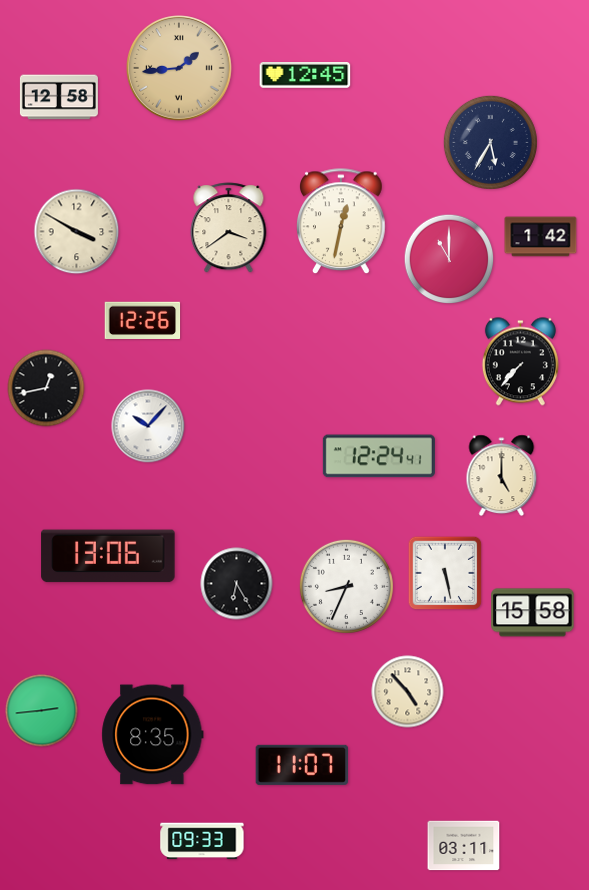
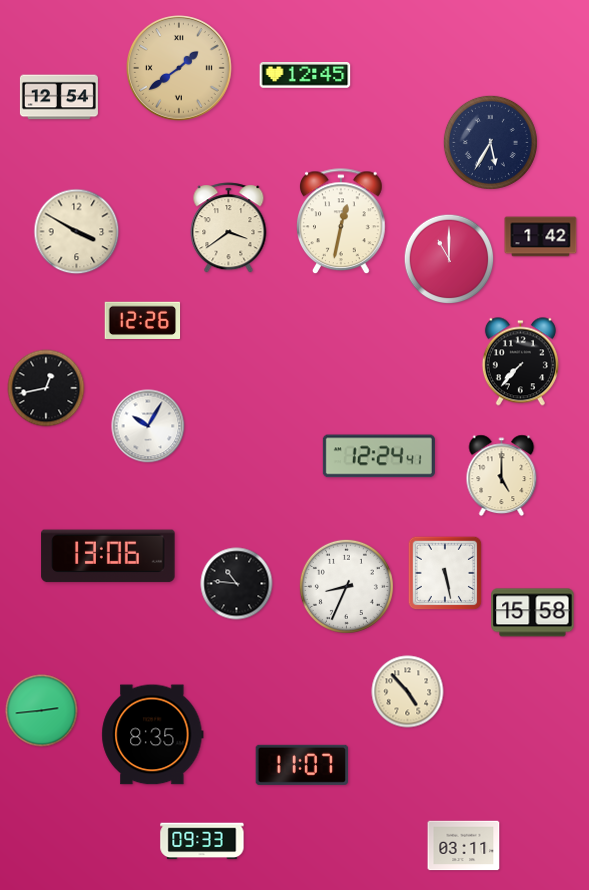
clock at (180, 69): 1:44 -> 1:39
clock at (59, 97): 12:58 -> 12:54
clock at (148, 426): 10:07 -> 10:05
clock at (237, 584): 6:25 -> 10:46
